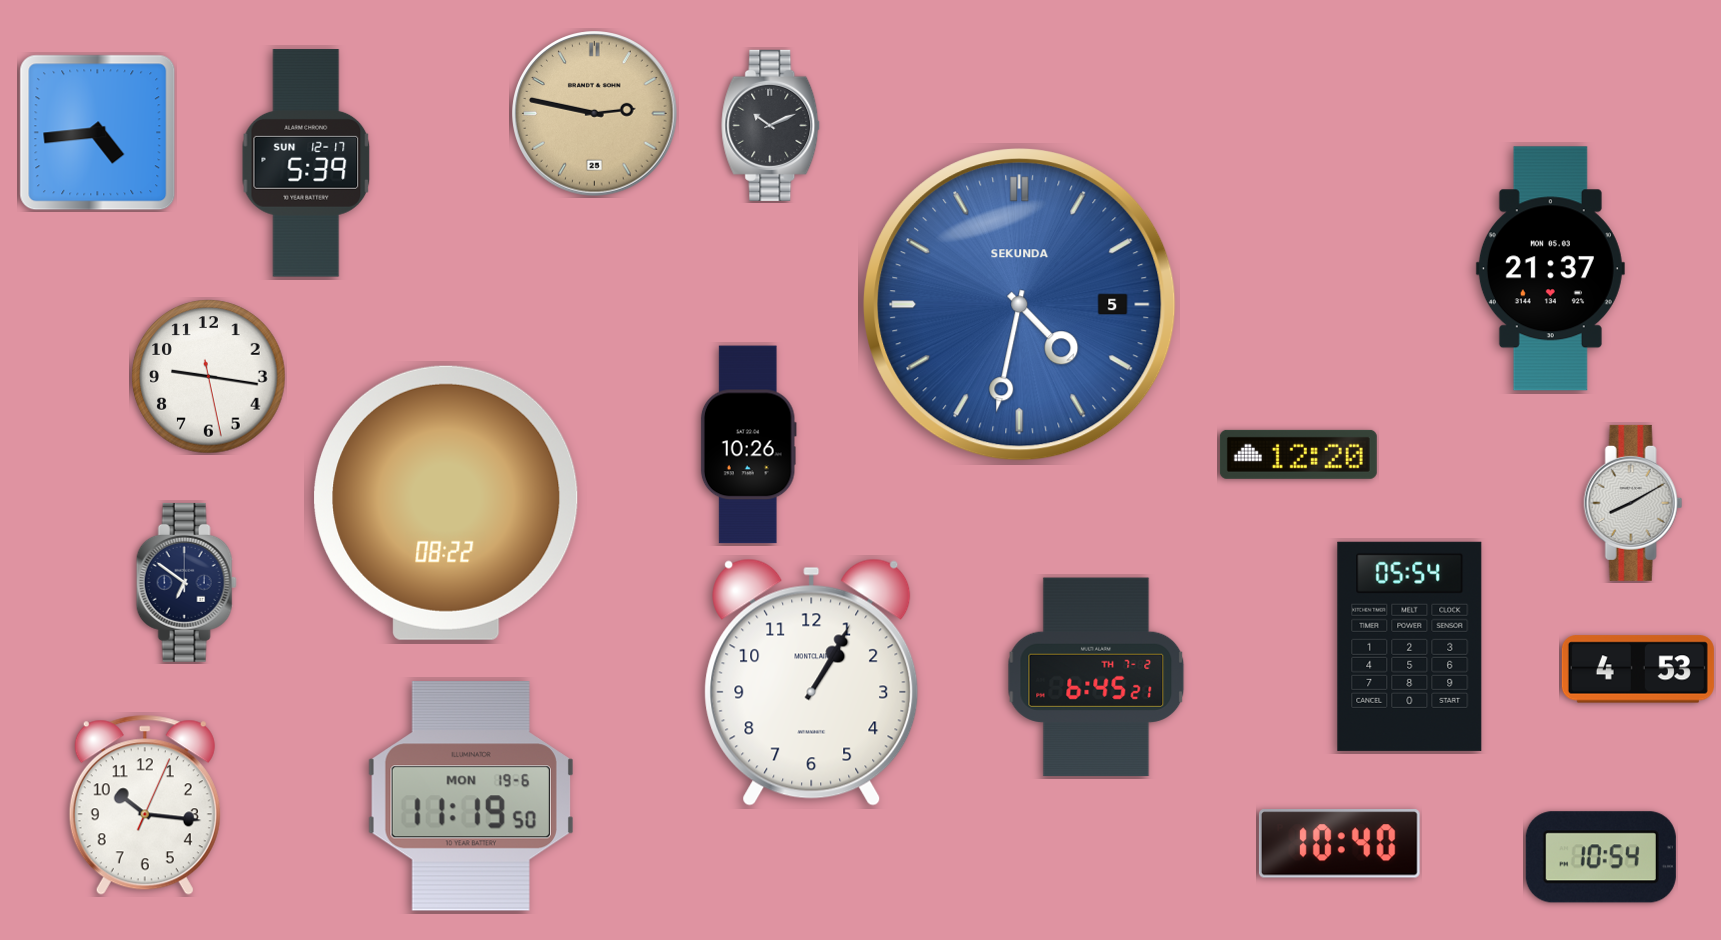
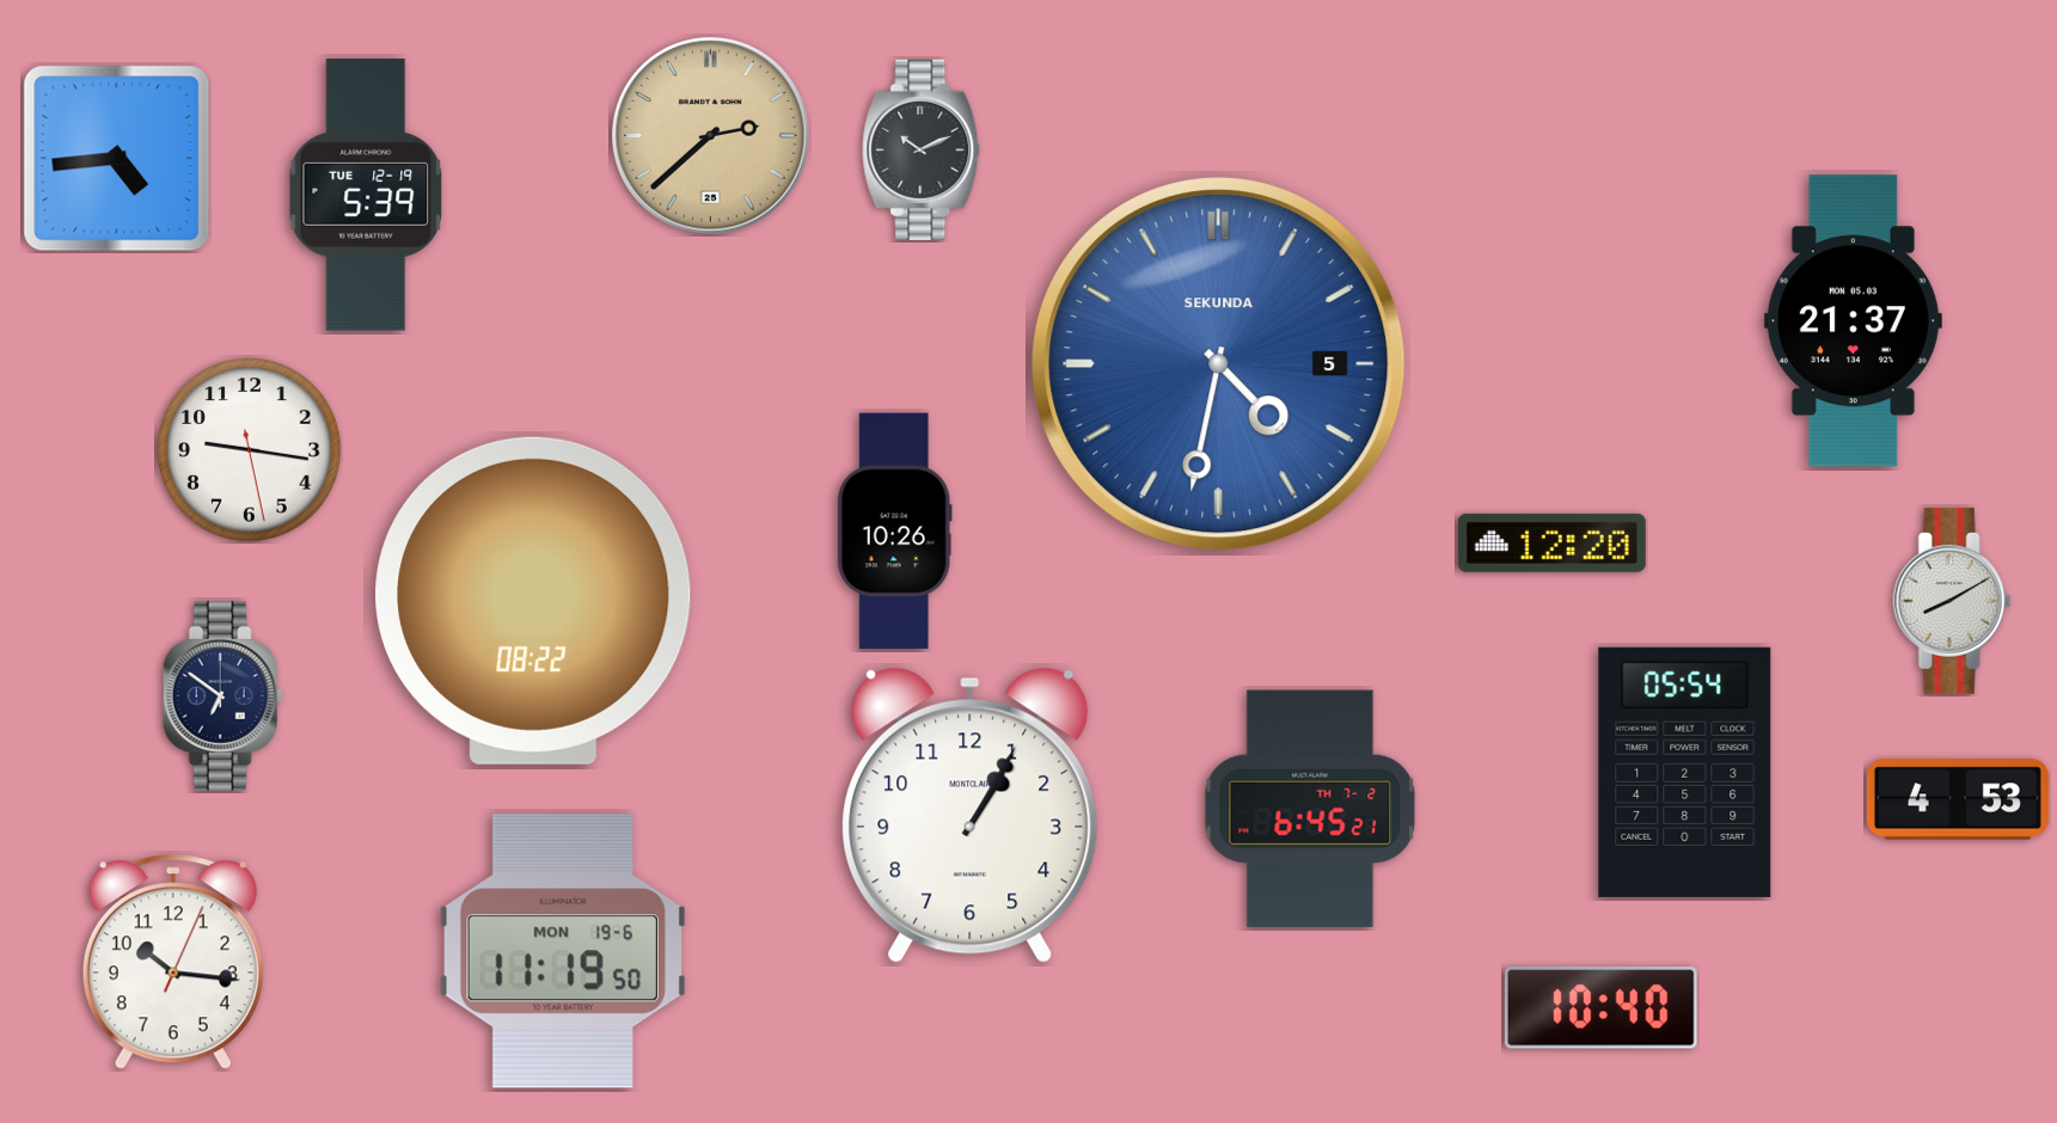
clock at (595, 114): 2:47 -> 2:38
clock at (306, 163) date: SUN 12-17 -> TUE 12-19
clock at (1601, 857): 10:54 -> none
